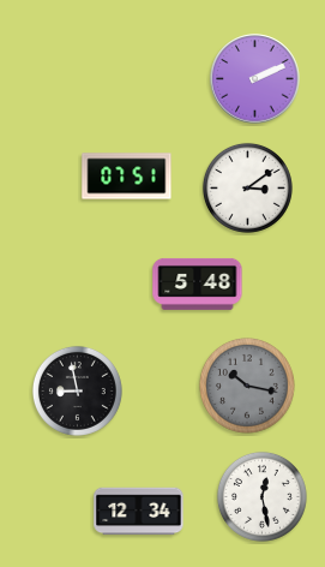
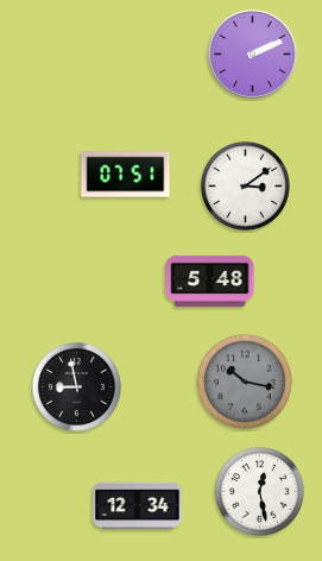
clock at (255, 79) position: (255, 79) -> (253, 55)
clock at (198, 283) position: (198, 283) -> (210, 280)
